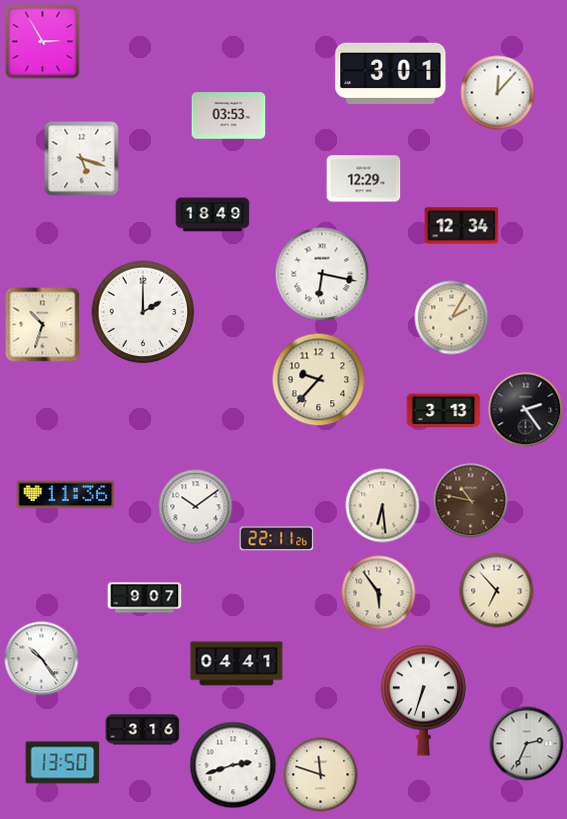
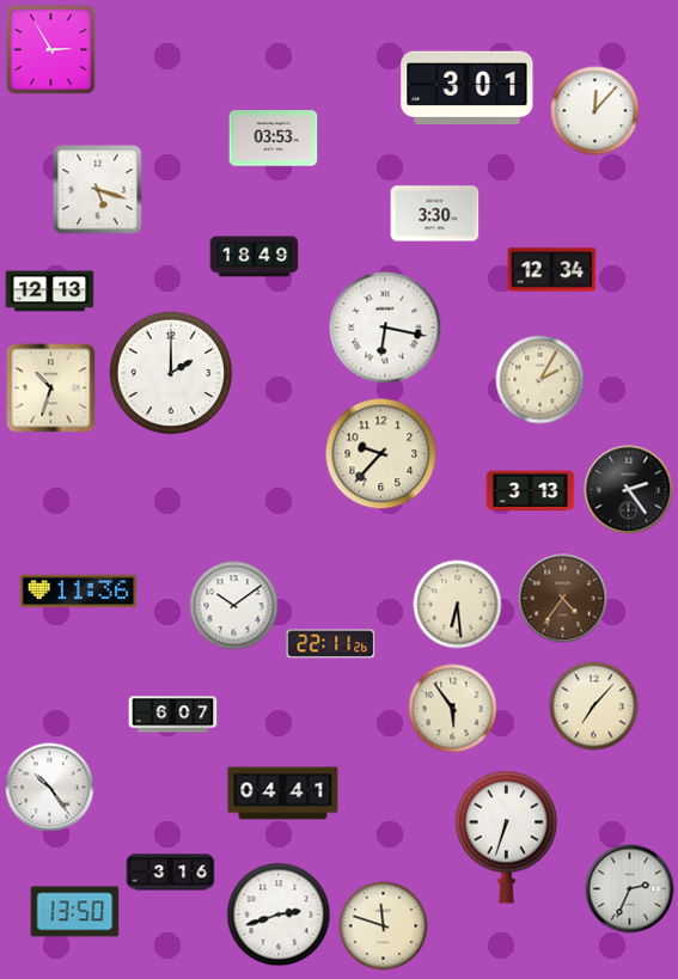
clock at (364, 179): 12:29 -> 3:30
clock at (50, 292): none -> 12:13
clock at (471, 501): 10:47 -> 4:36
clock at (497, 591): 6:53 -> 7:07
clock at (145, 598): 9:07 -> 6:07
